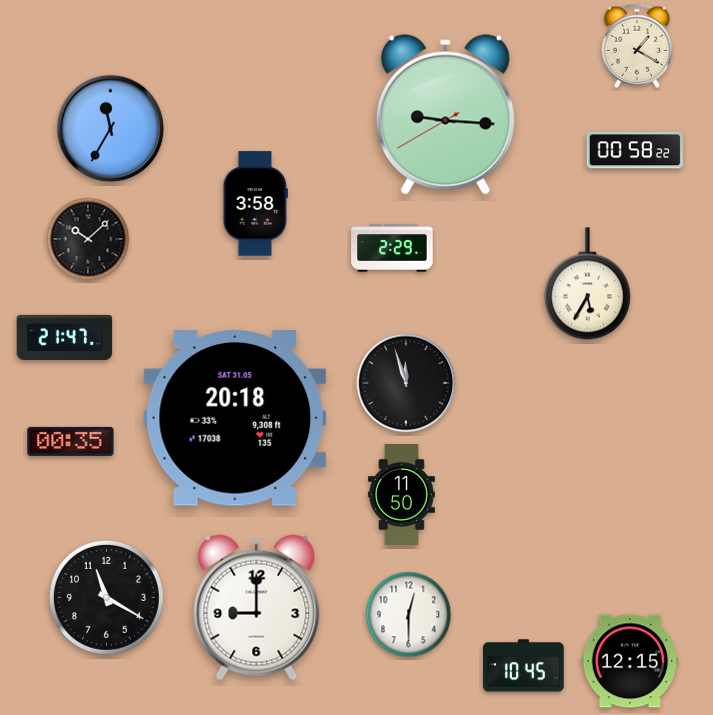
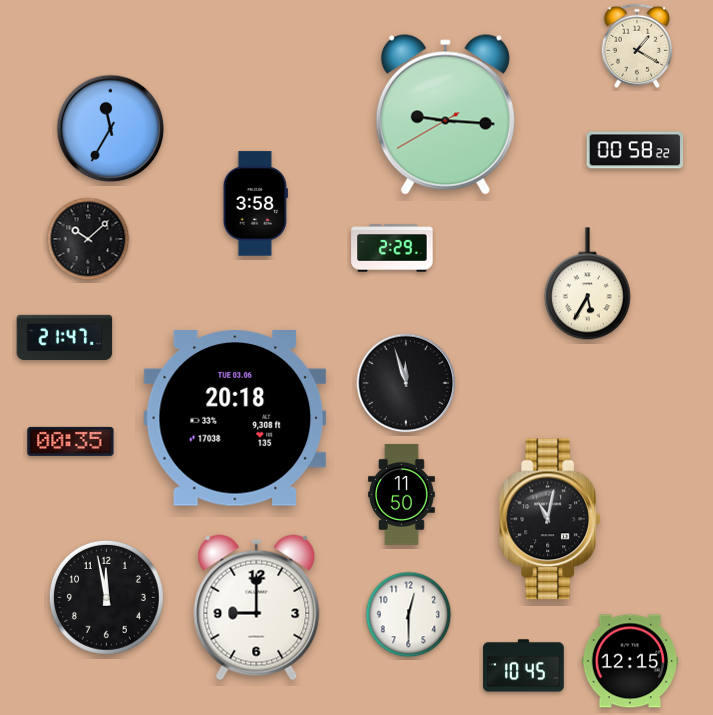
clock at (235, 418) date: SAT 31.05 -> TUE 03.06
clock at (550, 519): none -> 11:02
clock at (106, 597): 11:20 -> 11:58
